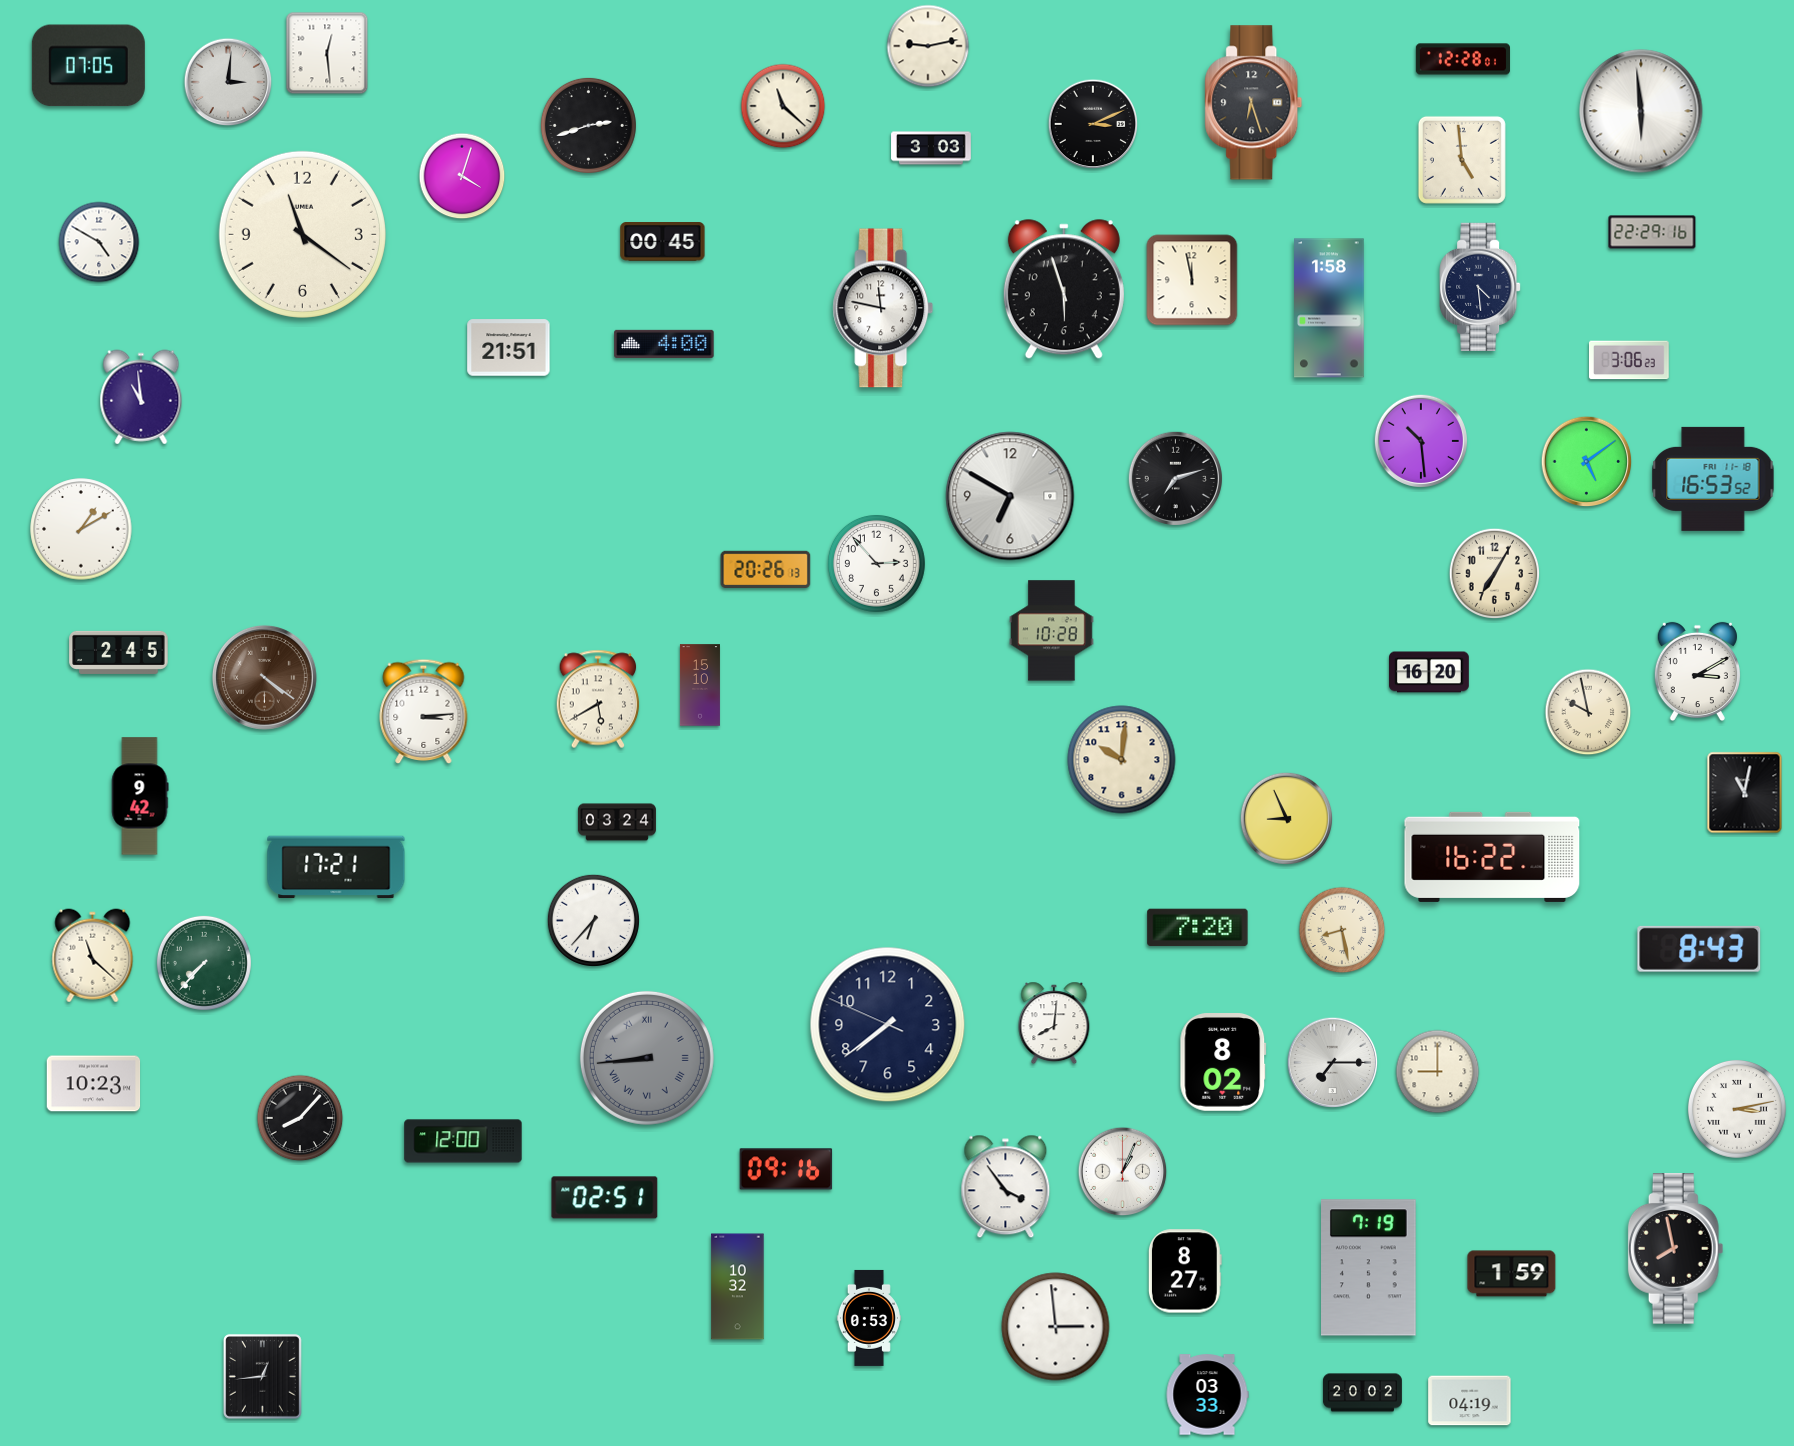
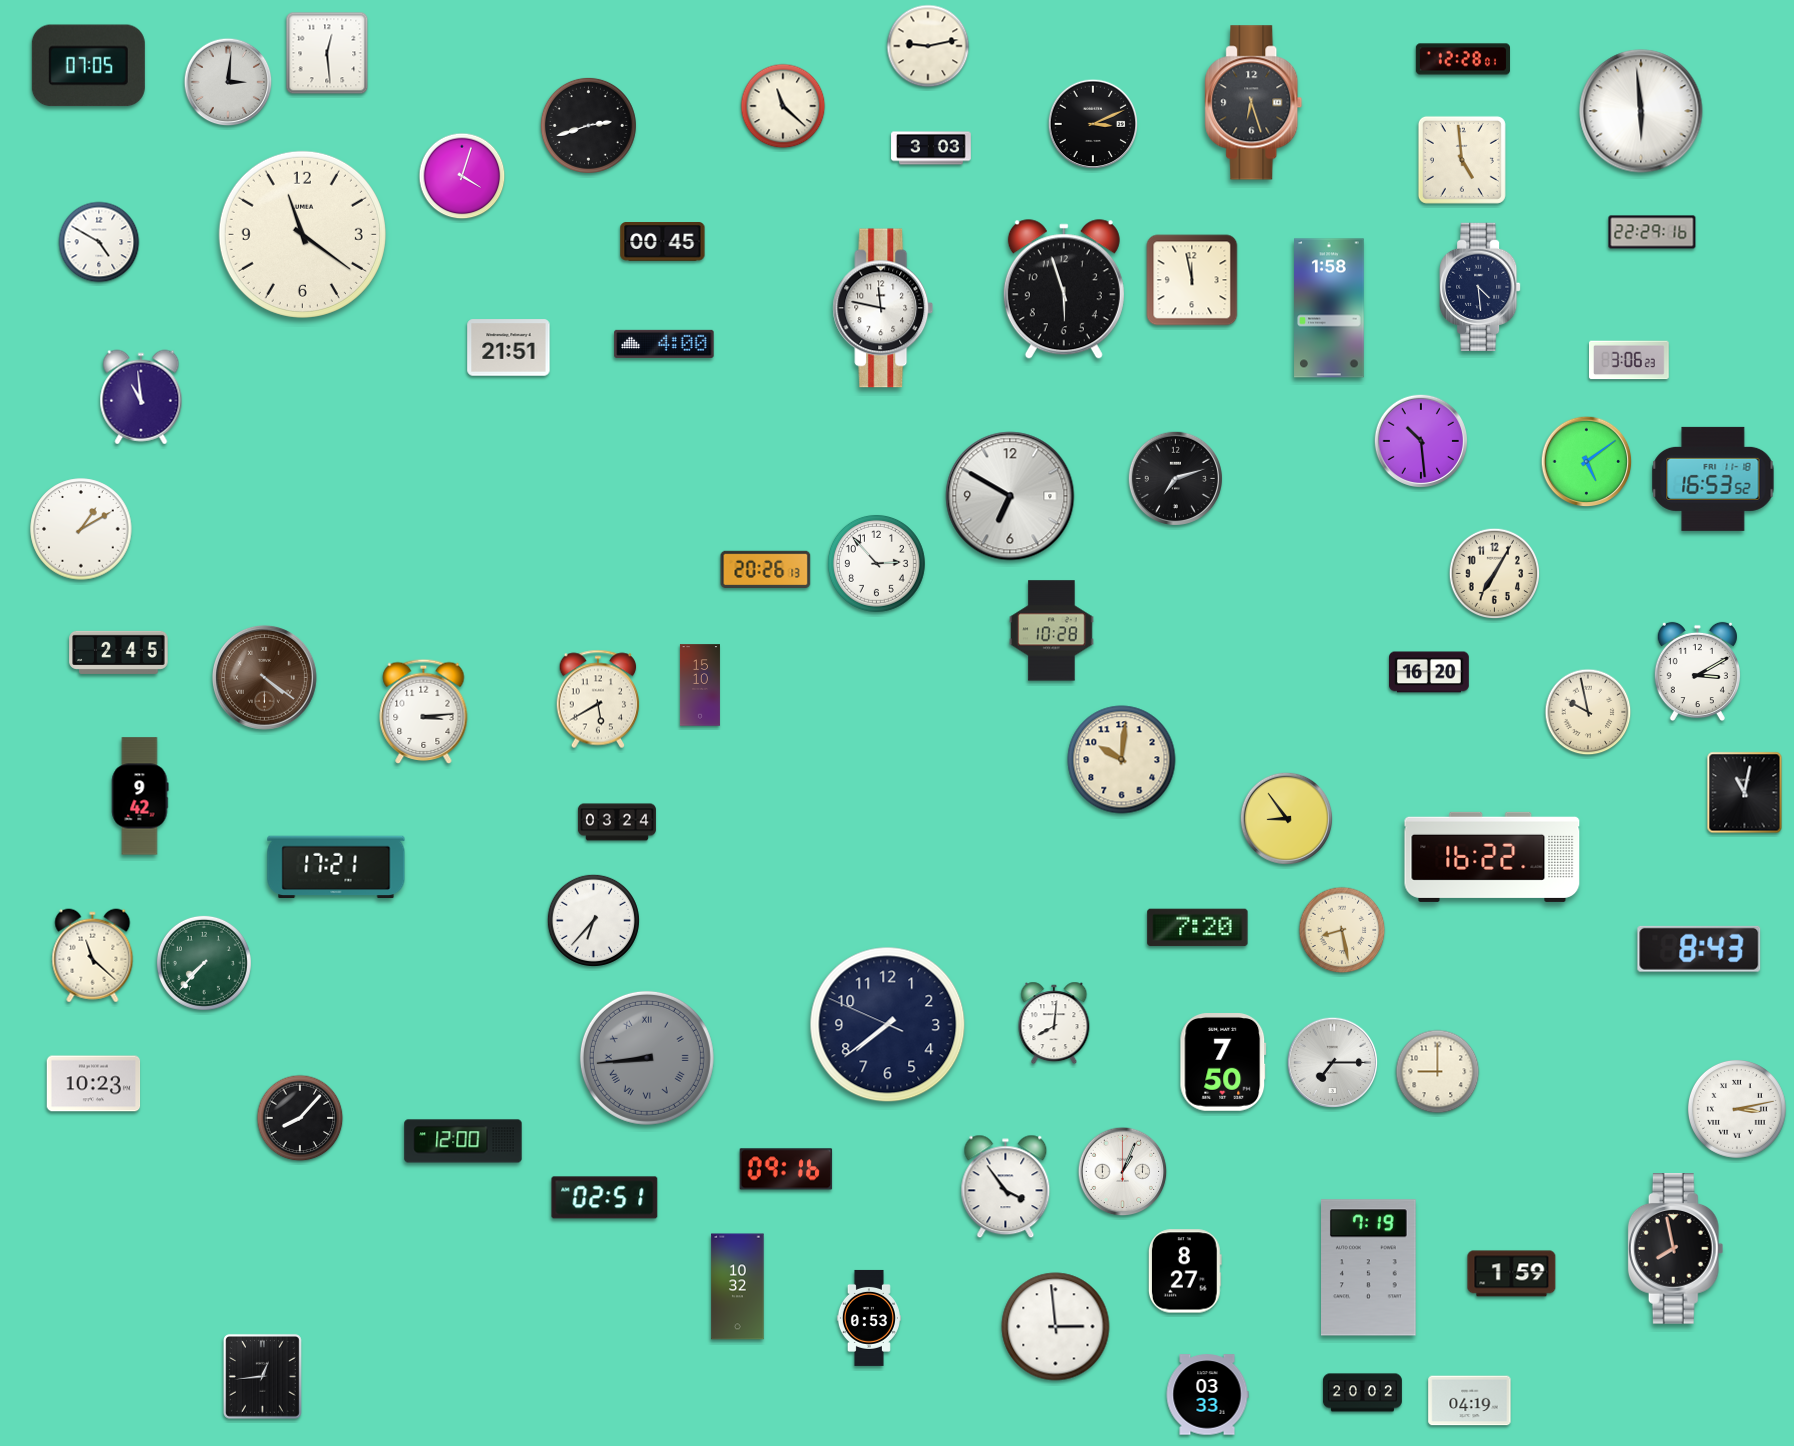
clock at (1286, 818): 8:56 -> 8:54
clock at (1223, 1063): 8:02 -> 7:50
